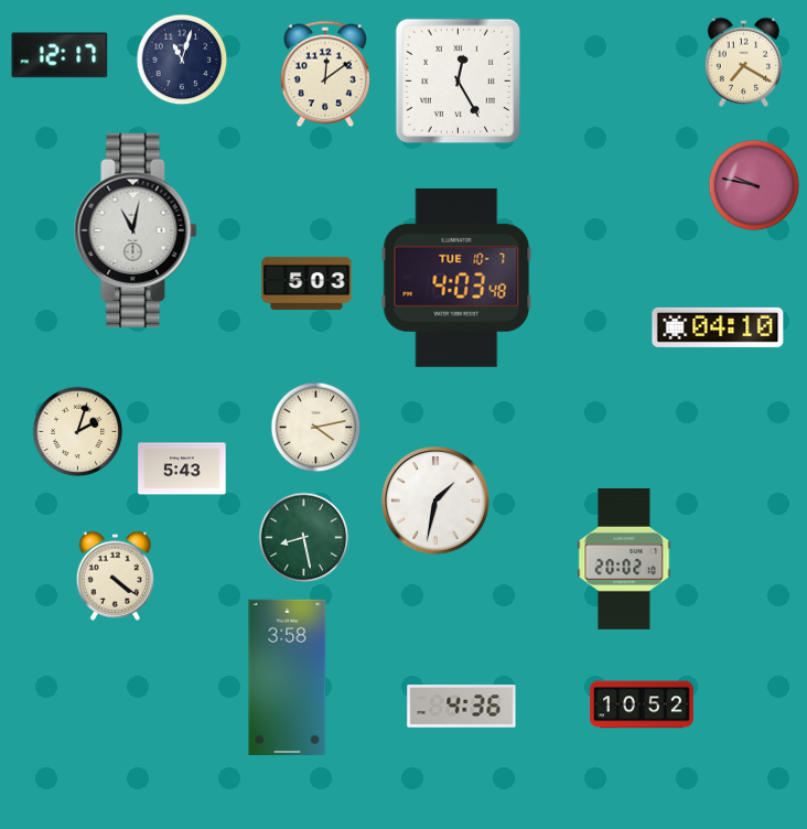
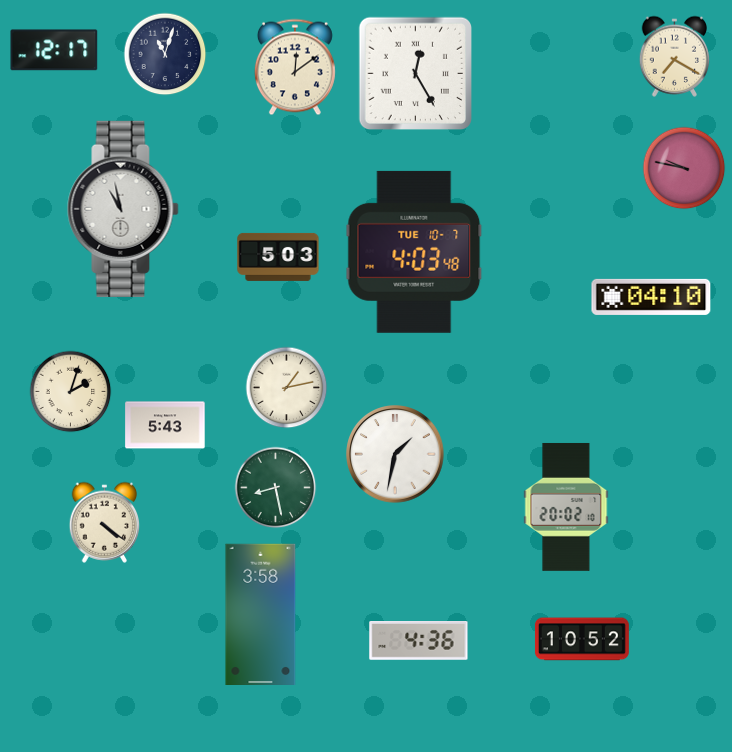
clock at (136, 230): 11:02 -> 10:58
clock at (316, 428): 4:13 -> 1:13
